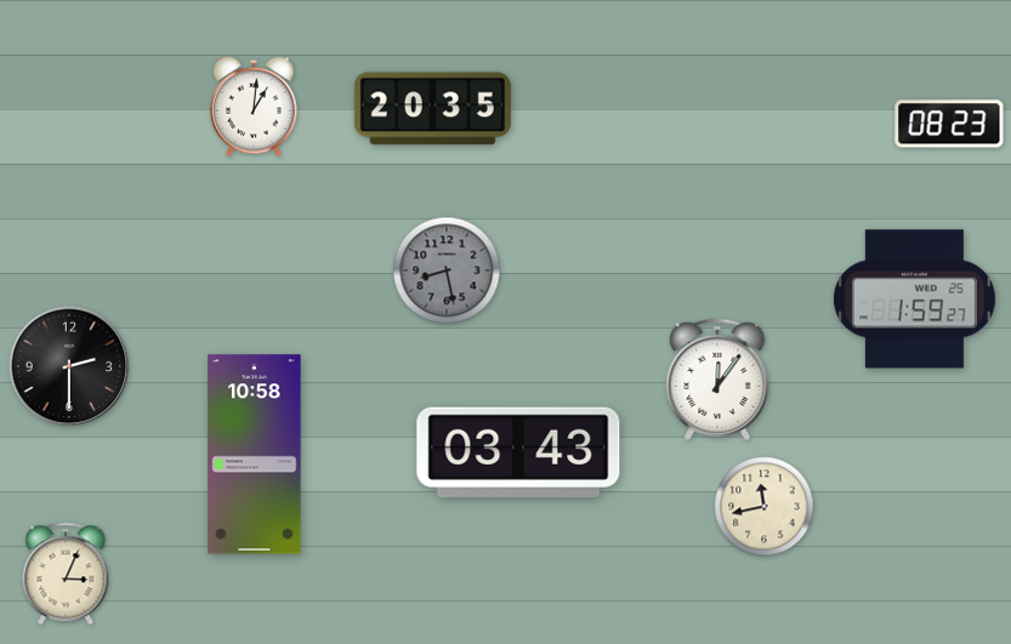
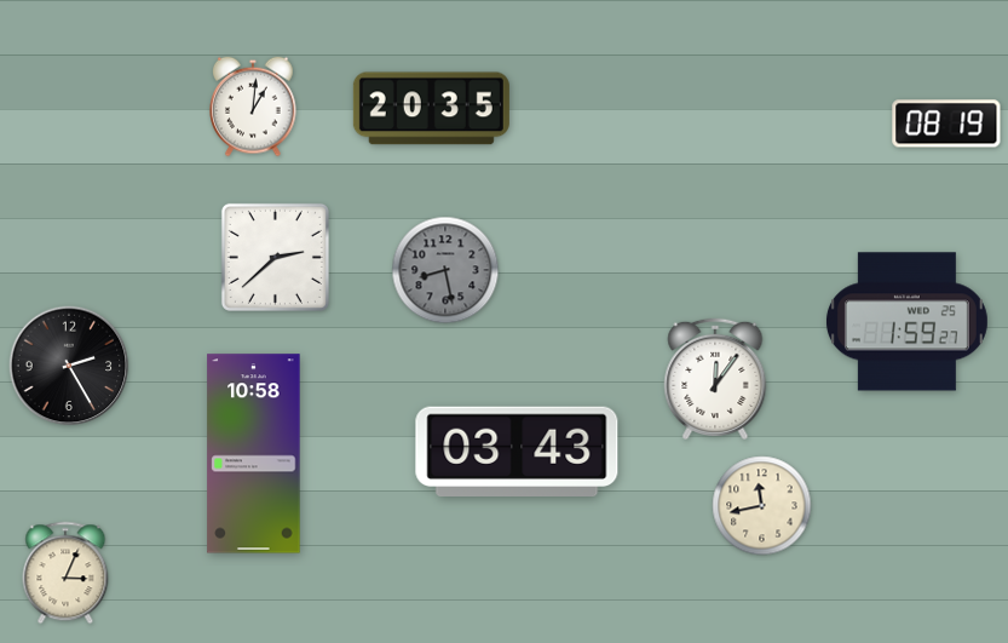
clock at (949, 124): 08:23 -> 08:19
clock at (275, 257): none -> 2:38
clock at (914, 300) position: (914, 300) -> (906, 322)
clock at (69, 366): 2:30 -> 2:25
